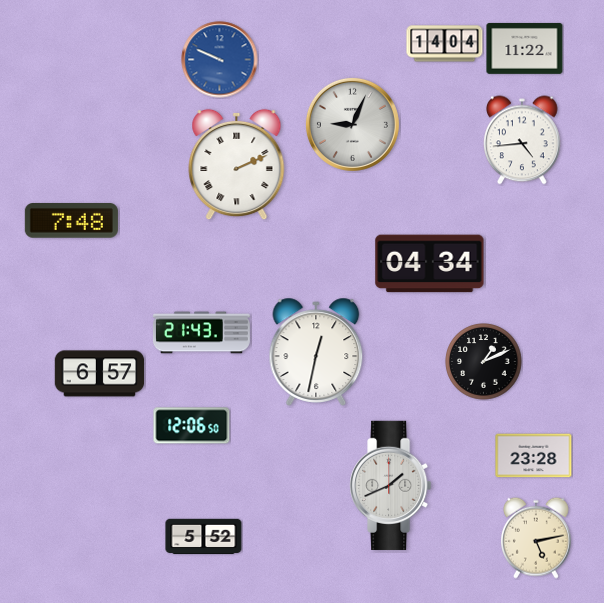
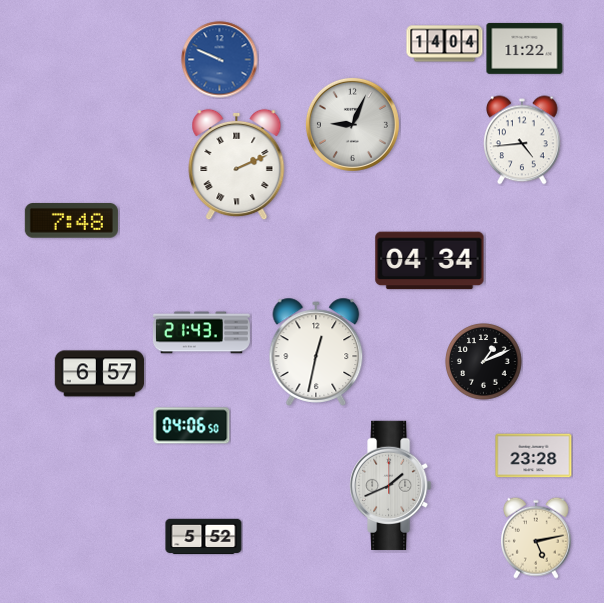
clock at (430, 264) position: (430, 264) -> (430, 261)
clock at (192, 426): 12:06 -> 04:06
